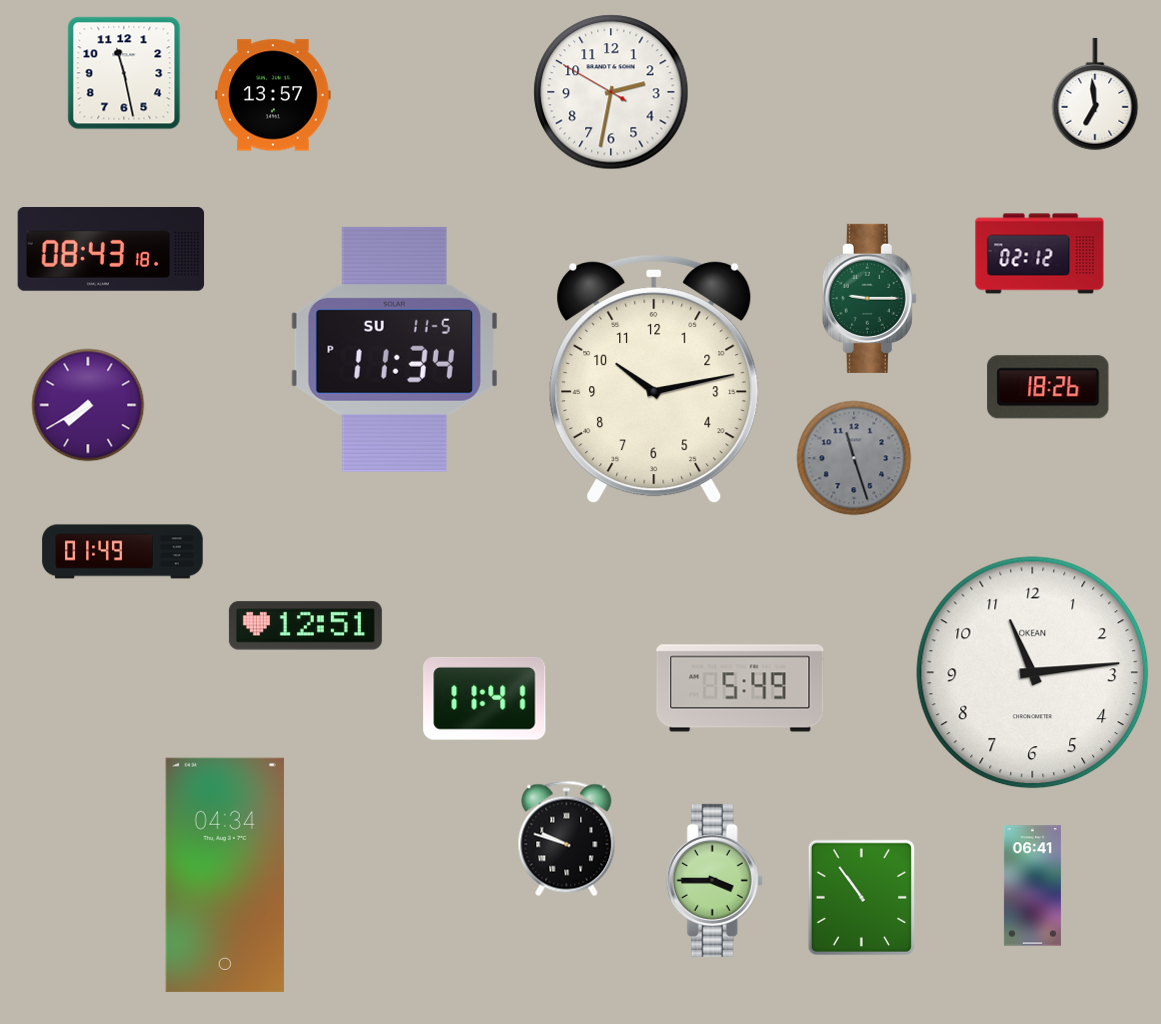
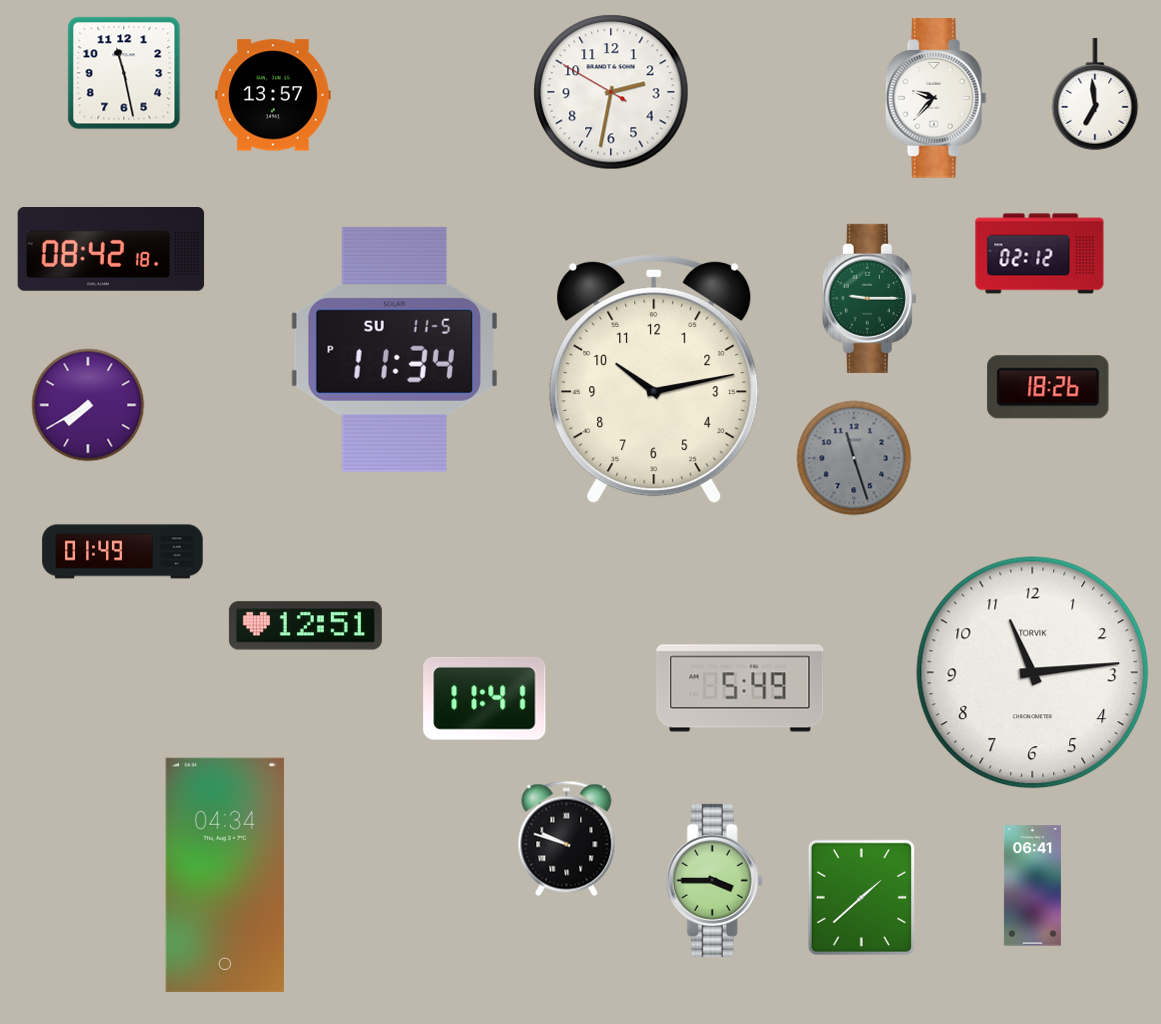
clock at (936, 98): none -> 9:37
clock at (111, 250): 08:43 -> 08:42
clock at (1033, 673) brand: OKEAN -> TORVIK
clock at (861, 897): 10:54 -> 1:38
